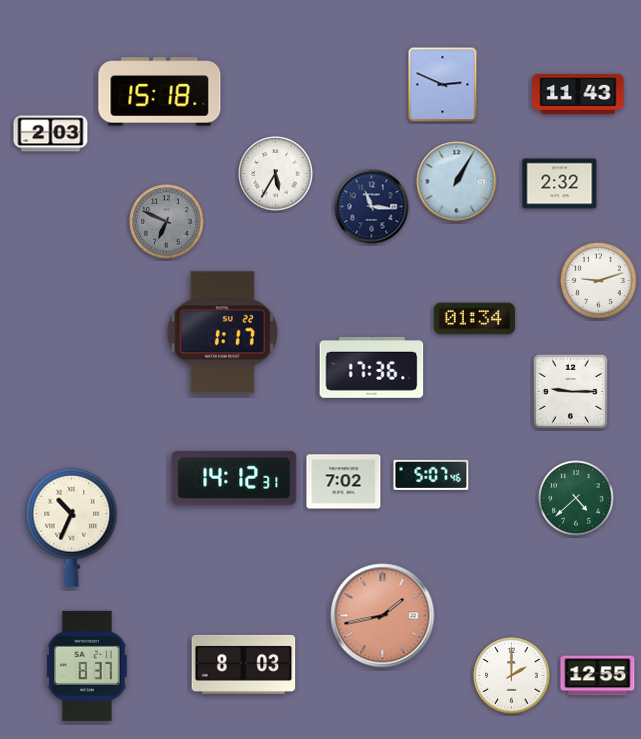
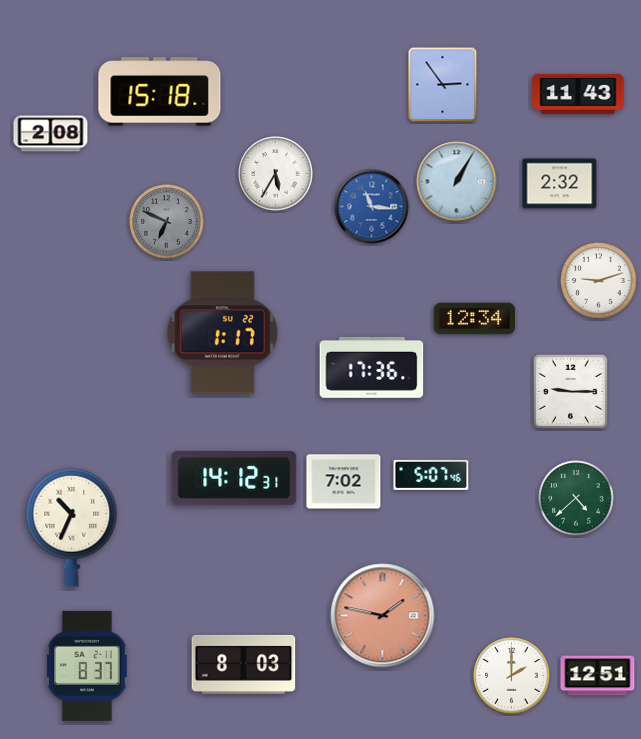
clock at (443, 85): 2:49 -> 2:54
clock at (51, 134): 2:03 -> 2:08
clock at (372, 207) dial: navy -> blue
clock at (475, 319): 01:34 -> 12:34
clock at (383, 616): 1:43 -> 1:47
clock at (598, 676): 12:55 -> 12:51
